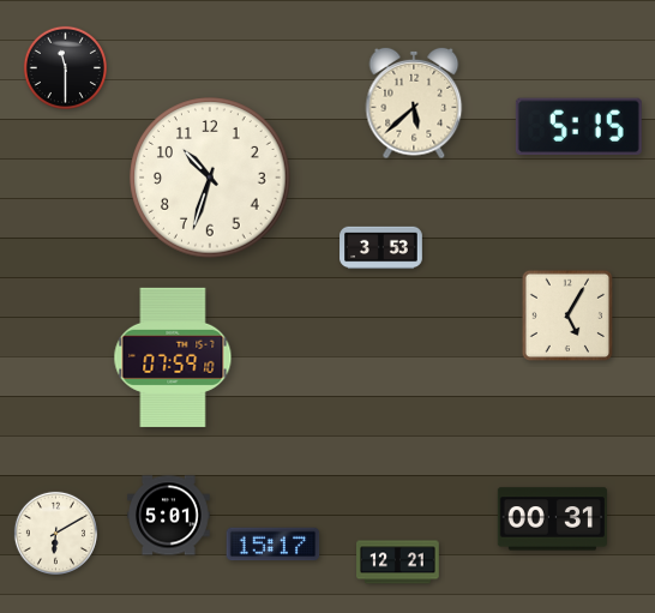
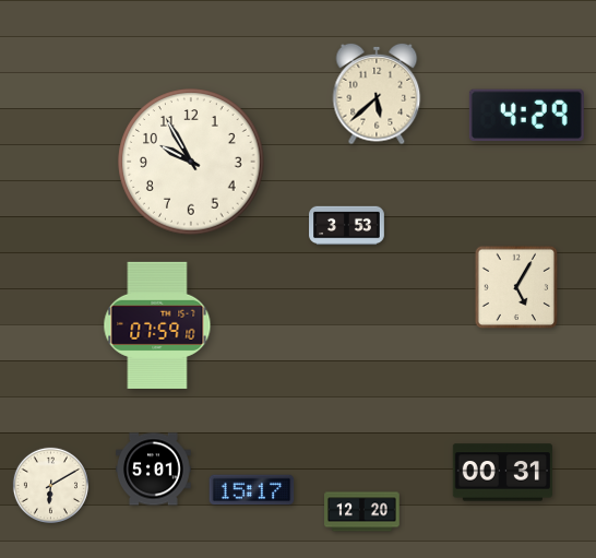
clock at (65, 67): 11:30 -> none
clock at (578, 127): 5:15 -> 4:29
clock at (210, 178): 10:33 -> 9:55
clock at (274, 545) position: (274, 545) -> (252, 490)
clock at (398, 563): 12:21 -> 12:20
